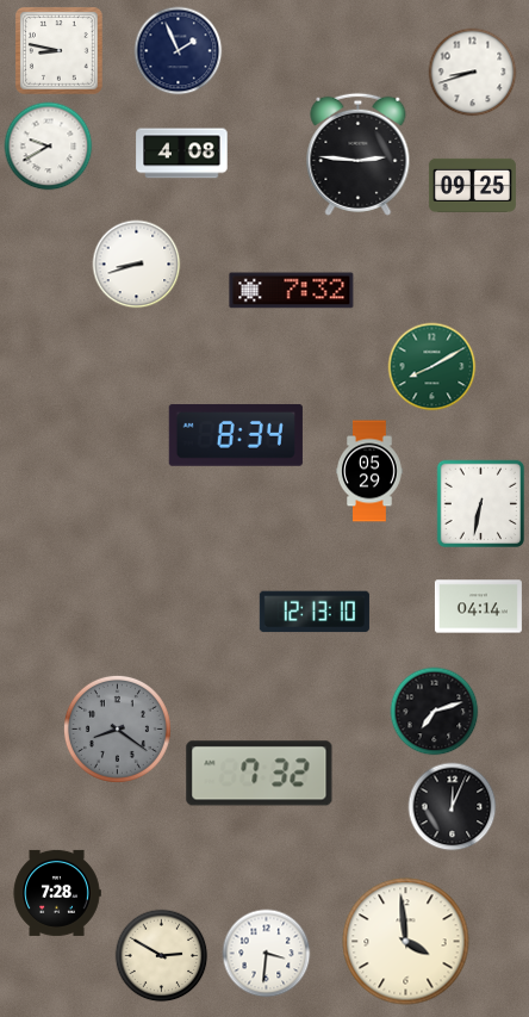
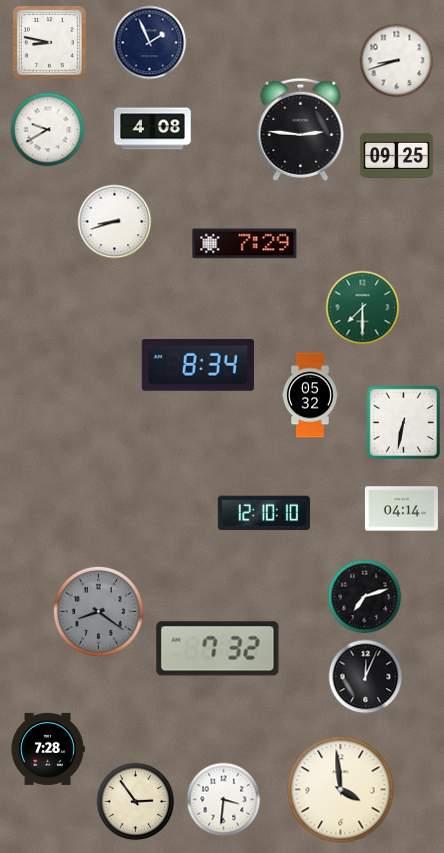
clock at (49, 147) position: (49, 147) -> (48, 130)
clock at (292, 291): 7:32 -> 7:29
clock at (432, 367): 8:10 -> 7:30
clock at (369, 471): 05:29 -> 05:32
clock at (315, 612): 12:13 -> 12:10
clock at (453, 807) position: (453, 807) -> (366, 677)
clock at (162, 956): 2:50 -> 2:54
